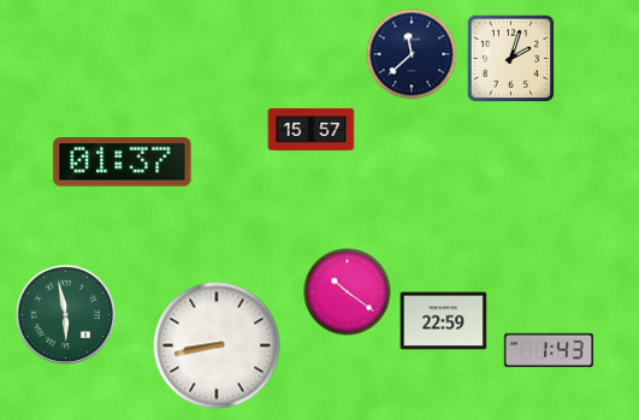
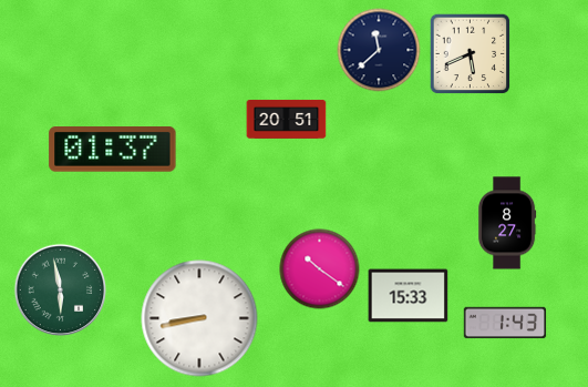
clock at (511, 59): 2:03 -> 5:41
clock at (312, 129): 15:57 -> 20:51
clock at (507, 223): none -> 8:27
clock at (444, 321): 22:59 -> 15:33
